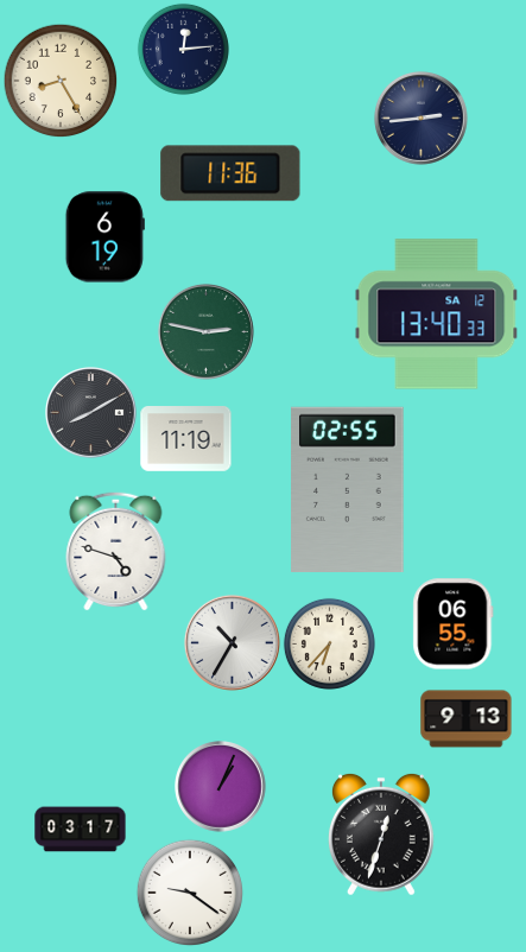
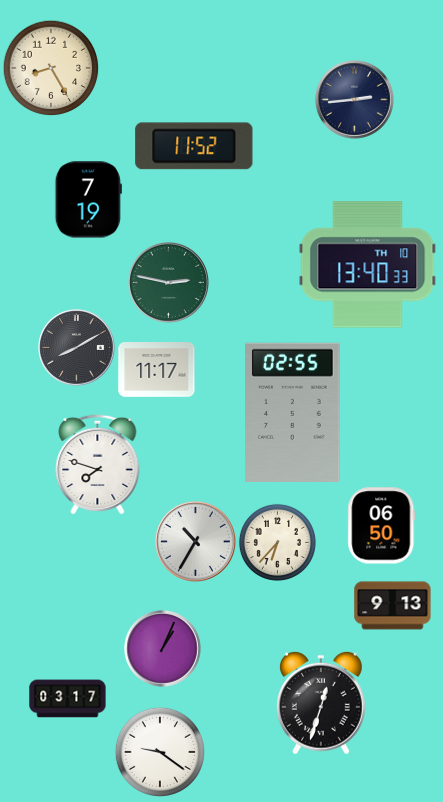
clock at (183, 49): 12:14 -> none
clock at (230, 173): 11:36 -> 11:52
clock at (104, 237): 6:19 -> 7:19
clock at (437, 315) date: SA 12 -> TH 10
clock at (205, 331) position: (205, 331) -> (168, 282)
clock at (186, 439): 11:19 -> 11:17
clock at (116, 551): 4:48 -> 7:48
clock at (454, 624): 06:55 -> 06:50
clock at (221, 787) position: (221, 787) -> (163, 649)
